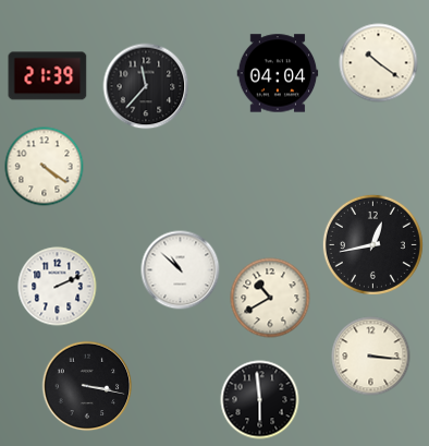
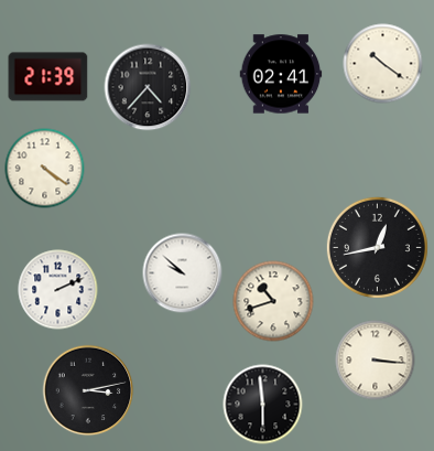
clock at (278, 73): 04:04 -> 02:41
clock at (146, 86): 11:37 -> 4:37
clock at (181, 270): 10:52 -> 9:52
clock at (270, 298): 10:40 -> 10:42
clock at (87, 386): 3:17 -> 3:13
